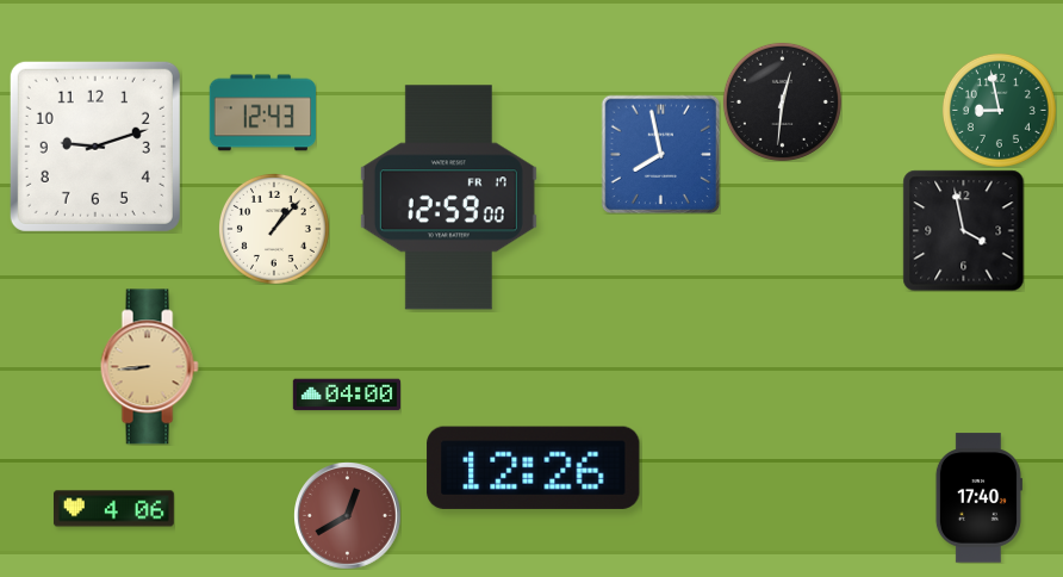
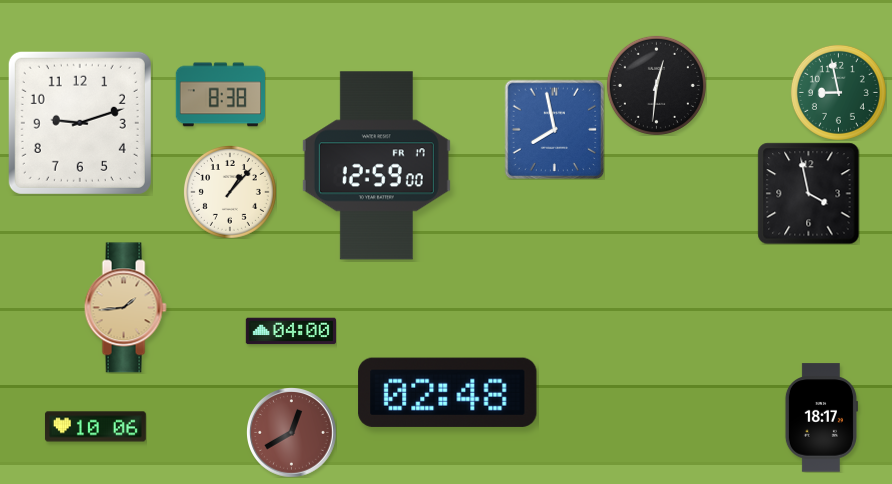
clock at (262, 113): 12:43 -> 8:38
clock at (149, 367): 8:44 -> 1:44
clock at (534, 467): 12:26 -> 02:48
clock at (978, 498): 17:40 -> 18:17
clock at (113, 509): 4:06 -> 10:06
